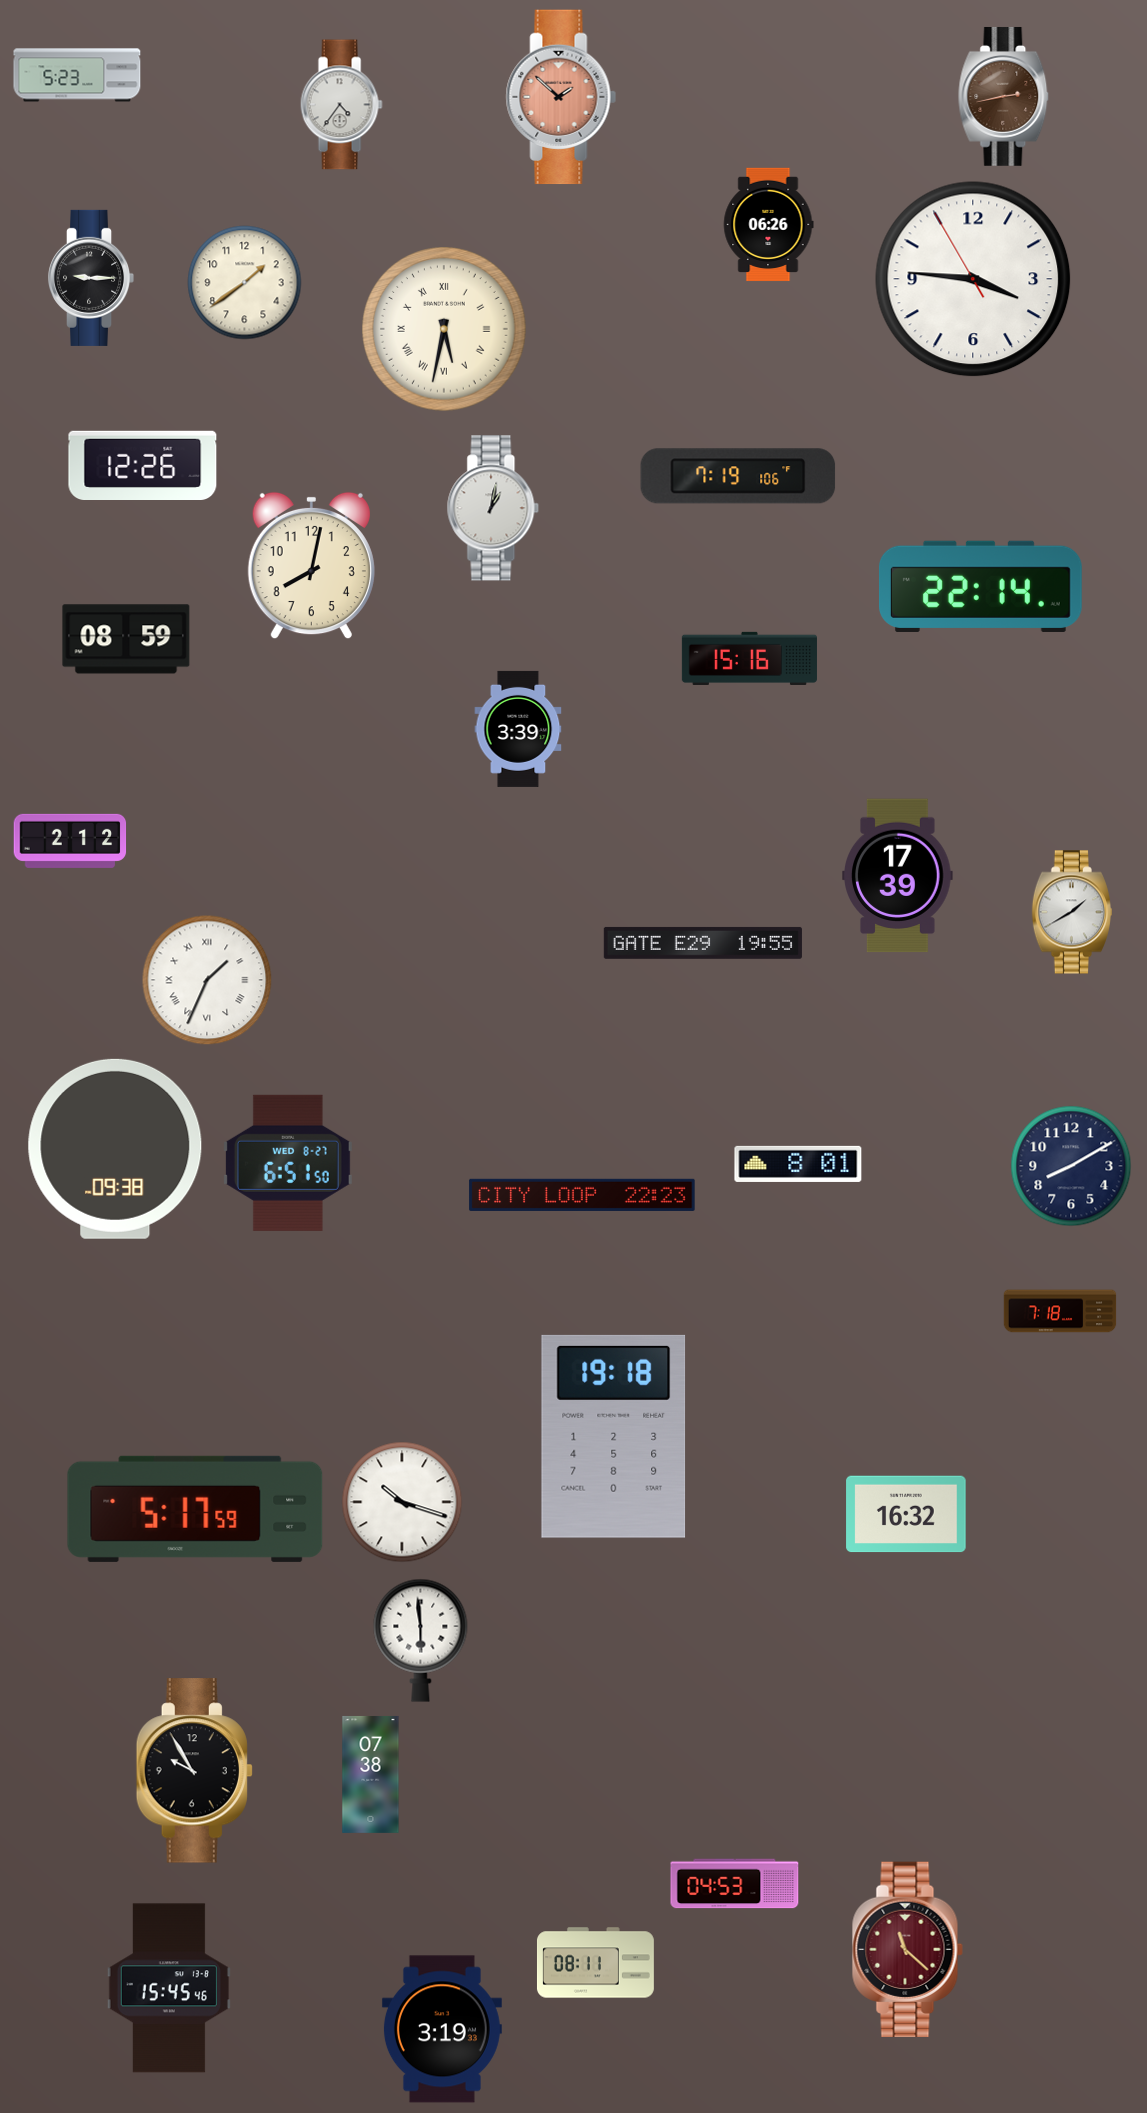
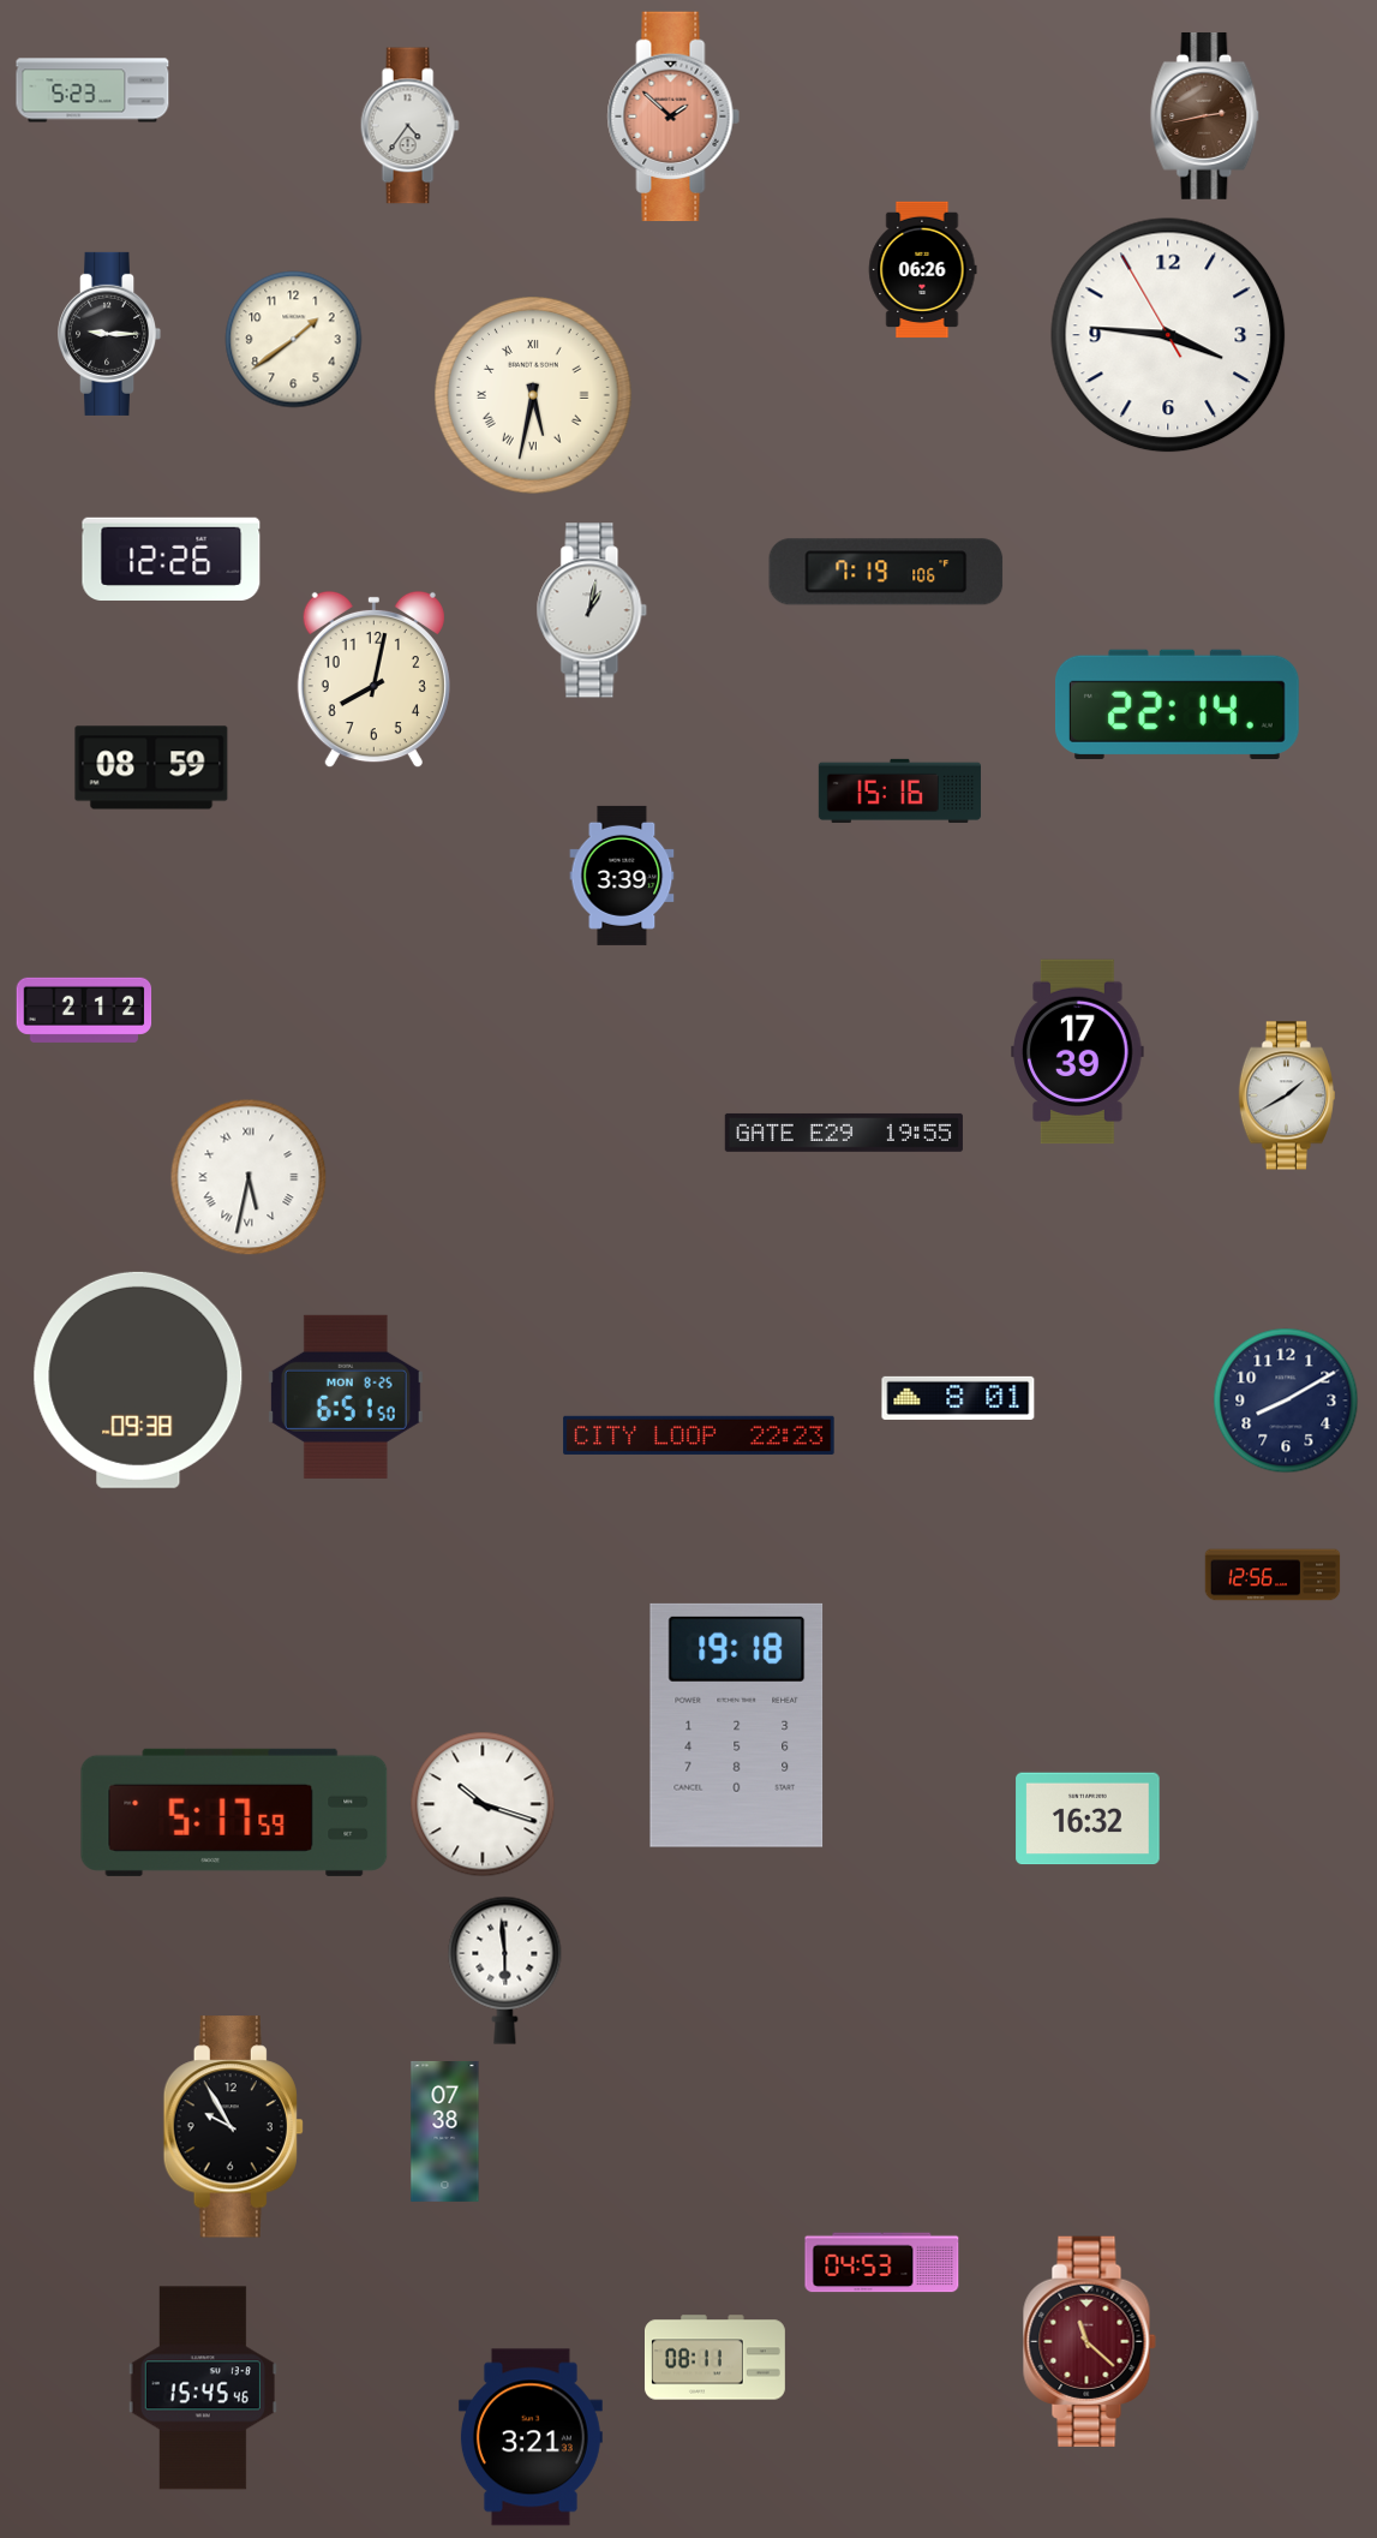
clock at (207, 980): 1:34 -> 5:32
clock at (288, 1163) date: WED 8-27 -> MON 8-25
clock at (1060, 1311): 7:18 -> 12:56
clock at (442, 2029): 3:19 -> 3:21
